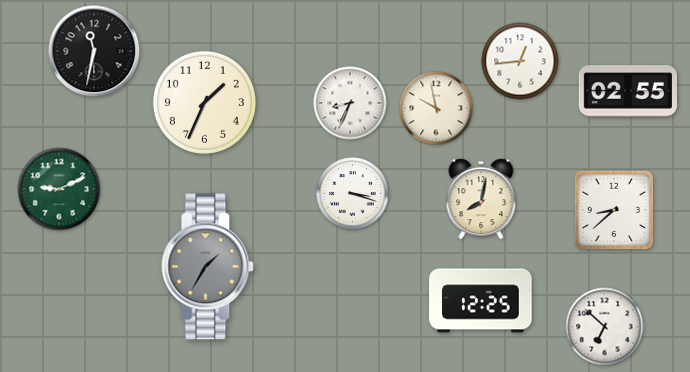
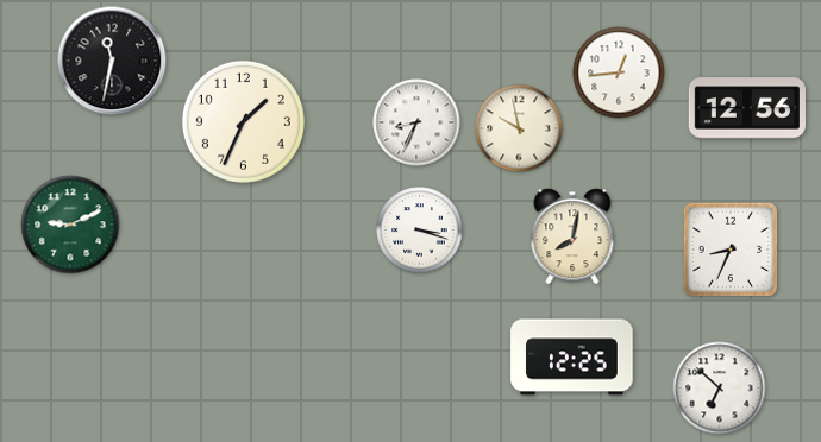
clock at (628, 91): 02:55 -> 12:56
clock at (614, 210): 8:38 -> 8:34
clock at (208, 267): 1:35 -> none
